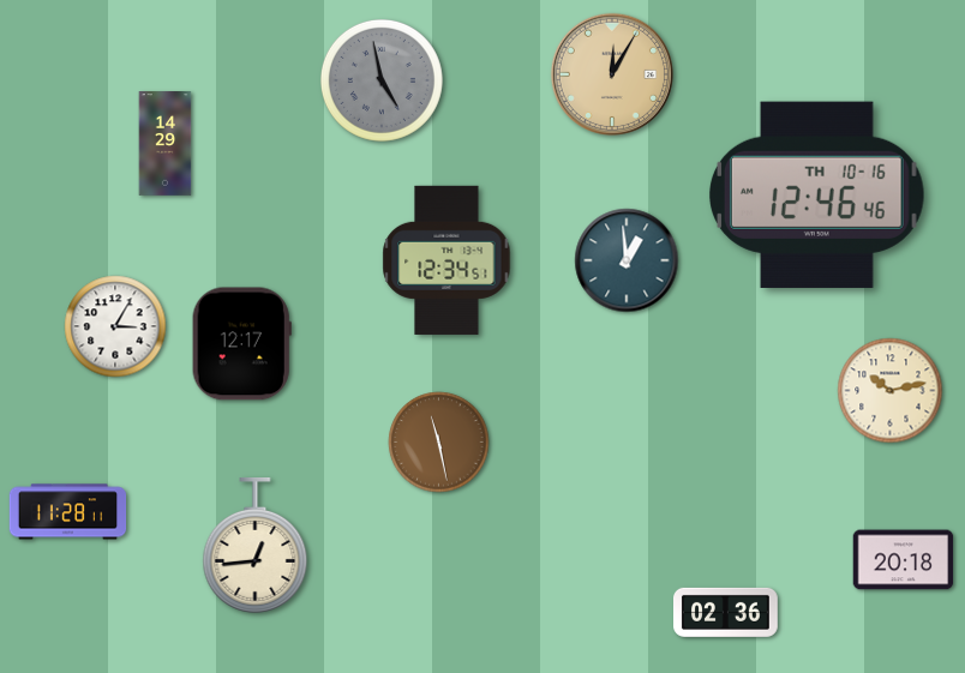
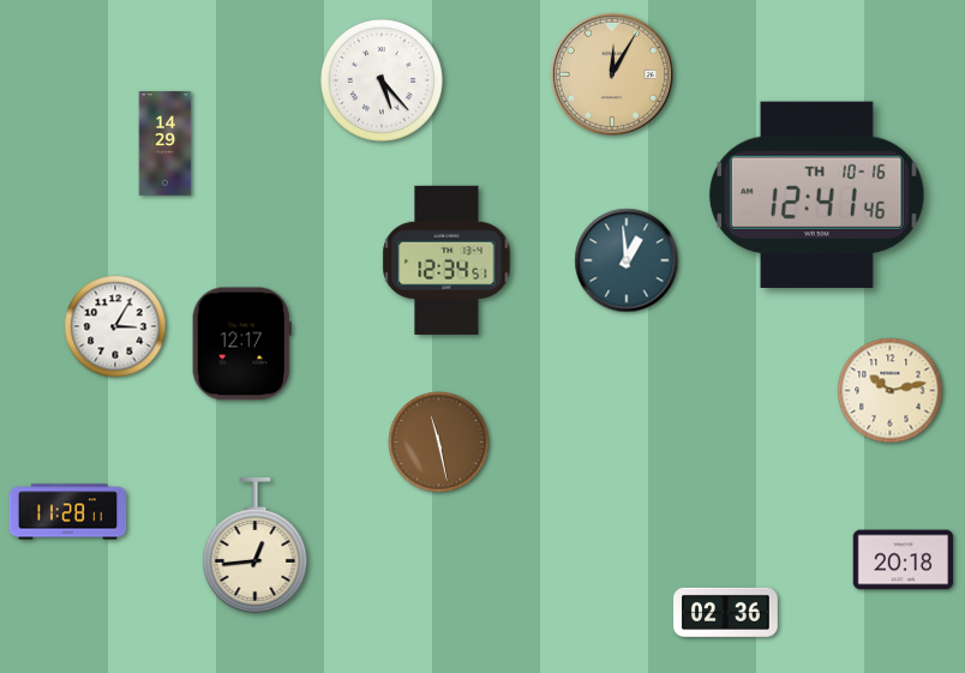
clock at (382, 80): 4:58 -> 5:23
clock at (382, 80) dial: grey -> white
clock at (817, 194): 12:46 -> 12:41
